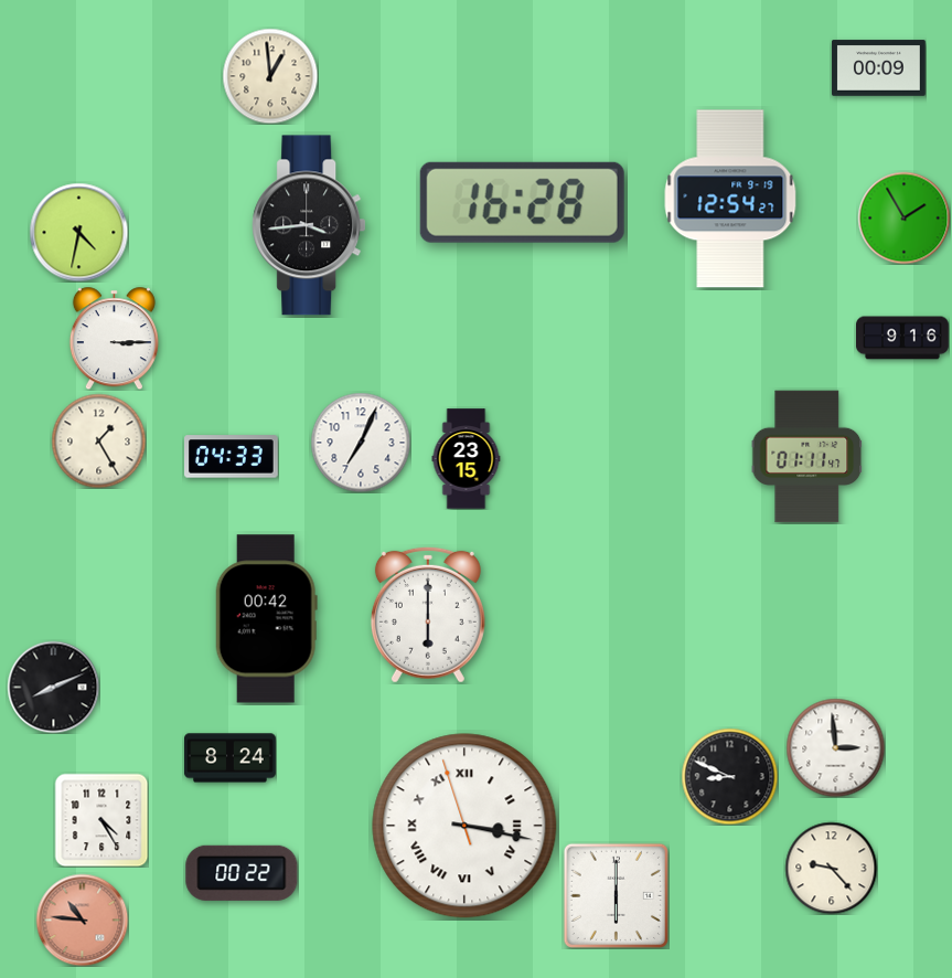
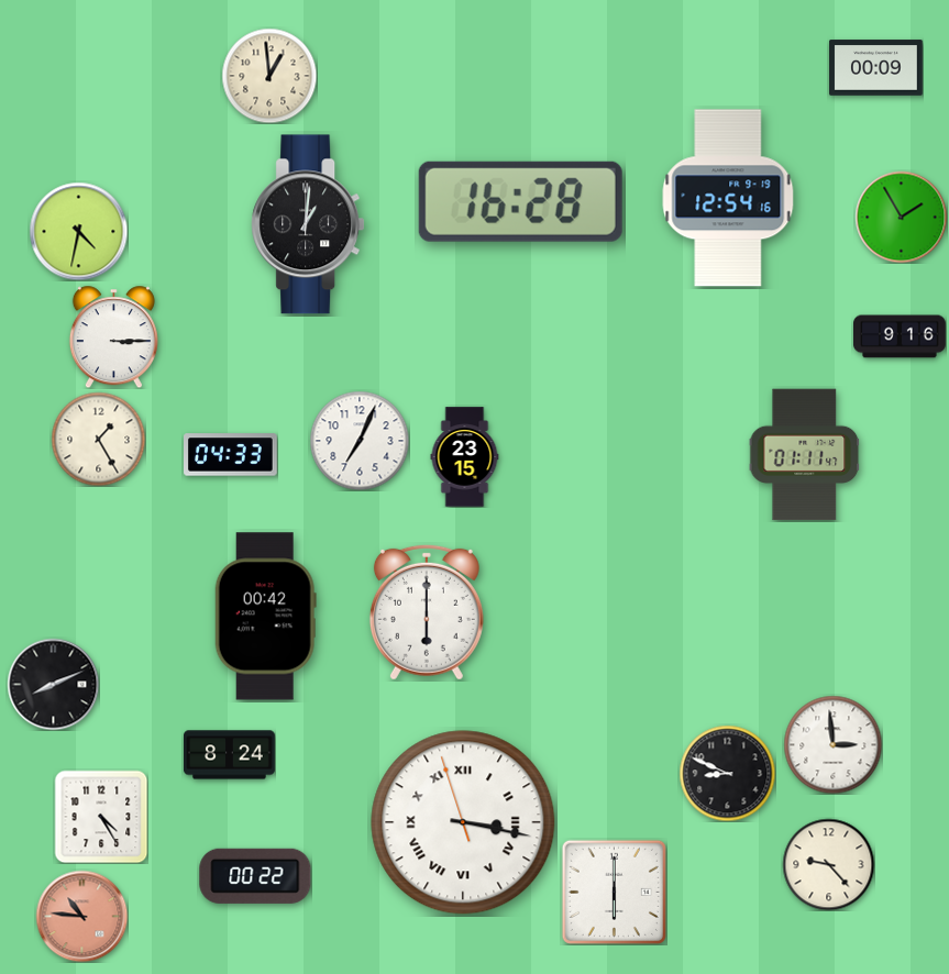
clock at (730, 199): 12:54:27 -> 12:54:16
clock at (309, 225): 3:44 -> 1:01
clock at (242, 873) position: (242, 873) -> (255, 876)
